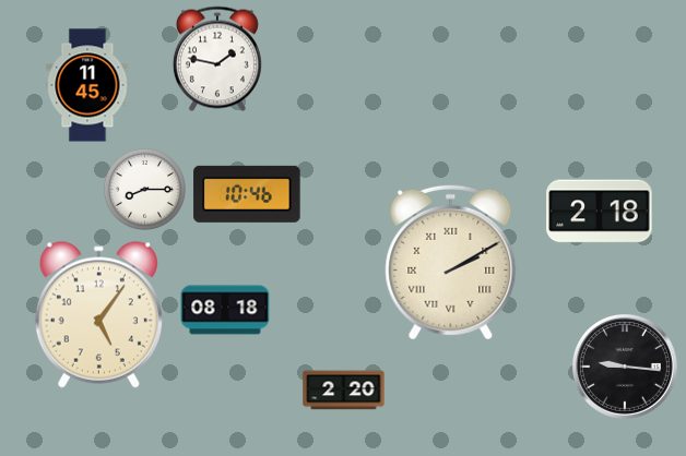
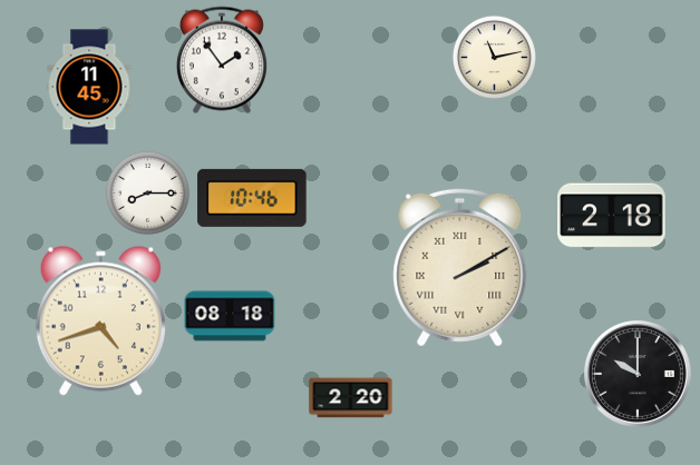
clock at (494, 57): none -> 11:13
clock at (217, 59): 1:47 -> 1:54
clock at (98, 314): 5:06 -> 4:42
clock at (625, 367): 9:16 -> 10:00
